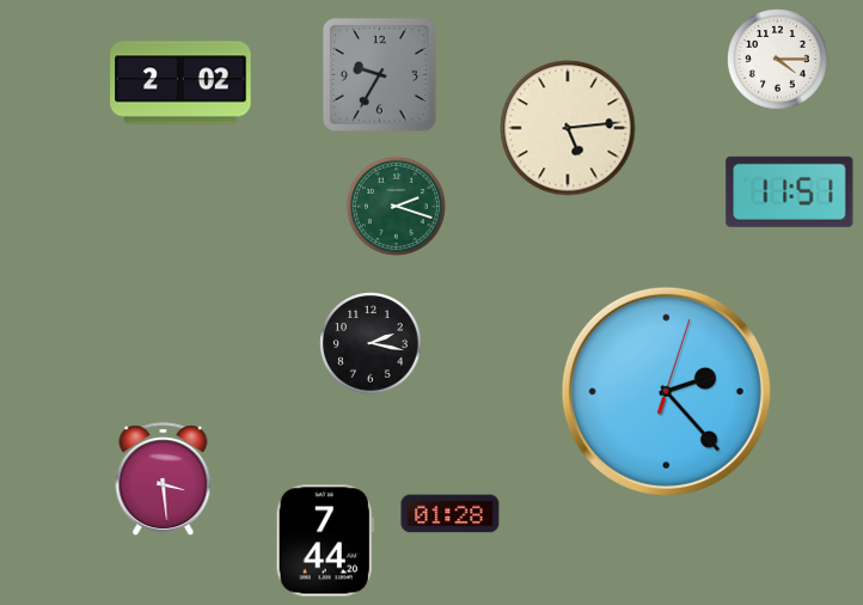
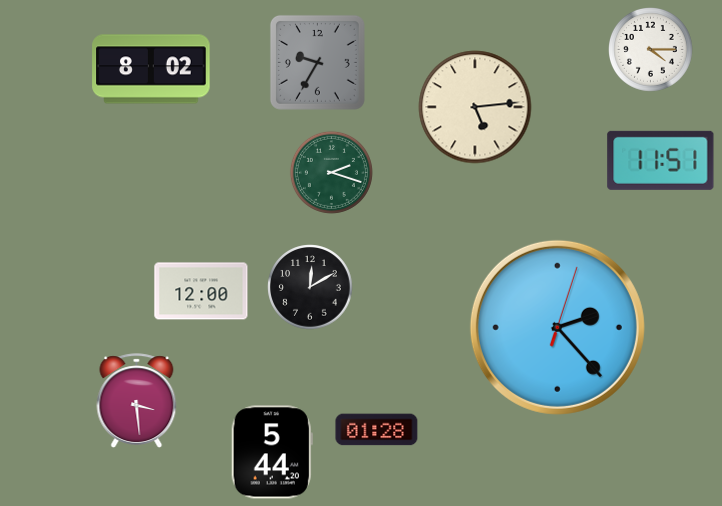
clock at (180, 82): 2:02 -> 8:02
clock at (371, 343): 2:17 -> 12:10
clock at (201, 291): none -> 12:00
clock at (325, 540): 7:44 -> 5:44
